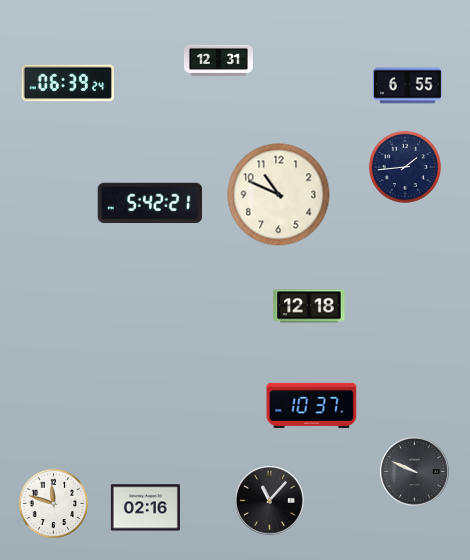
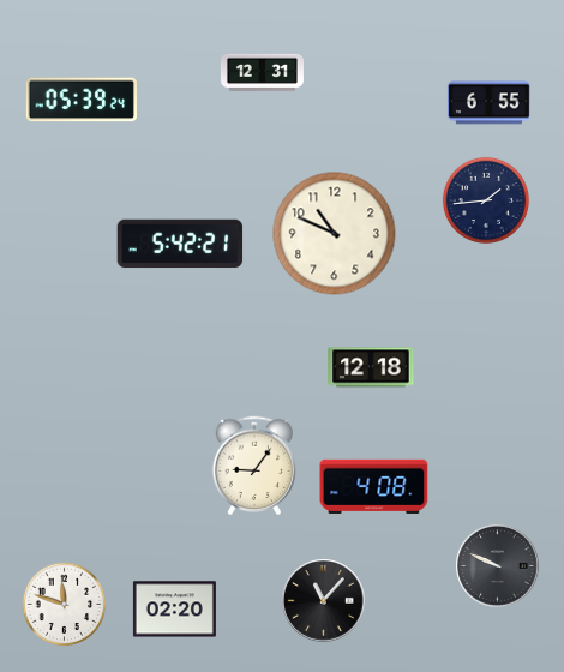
clock at (67, 83): 06:39 -> 05:39
clock at (253, 464): none -> 9:06
clock at (312, 405): 10:37 -> 4:08
clock at (145, 508): 02:16 -> 02:20
